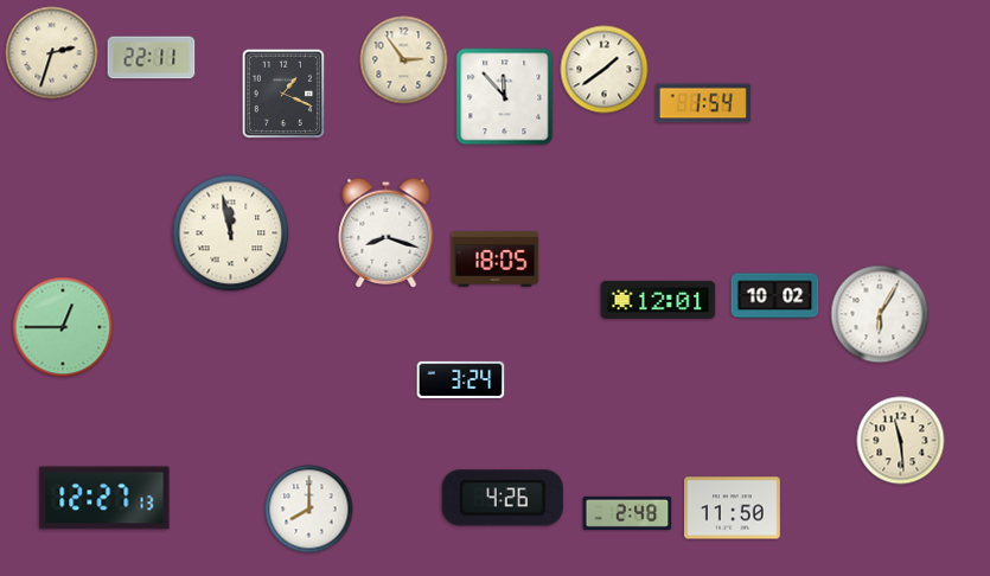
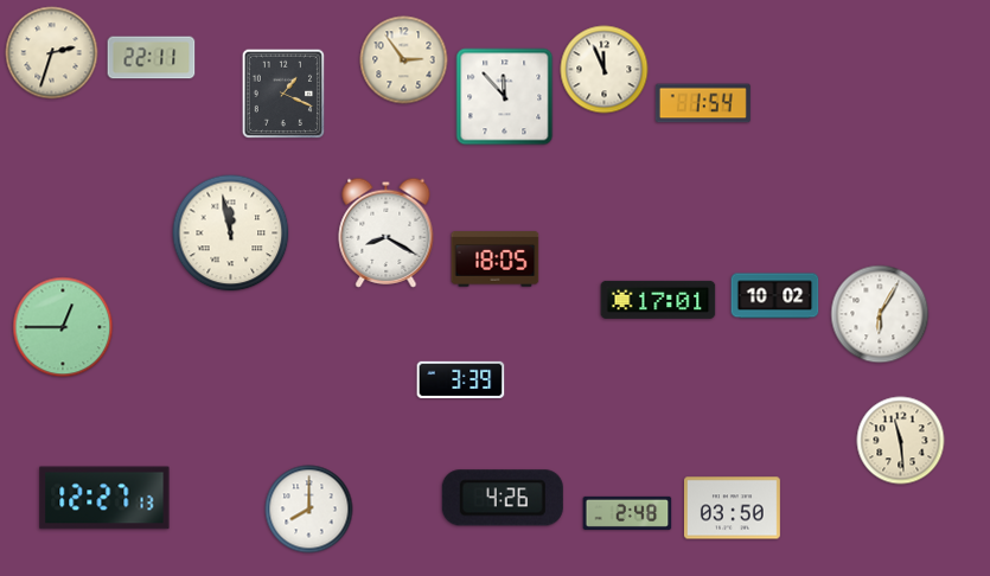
clock at (605, 70): 1:39 -> 11:56
clock at (387, 232): 8:18 -> 8:20
clock at (658, 300): 12:01 -> 17:01
clock at (461, 379): 3:24 -> 3:39
clock at (732, 508): 11:50 -> 03:50
